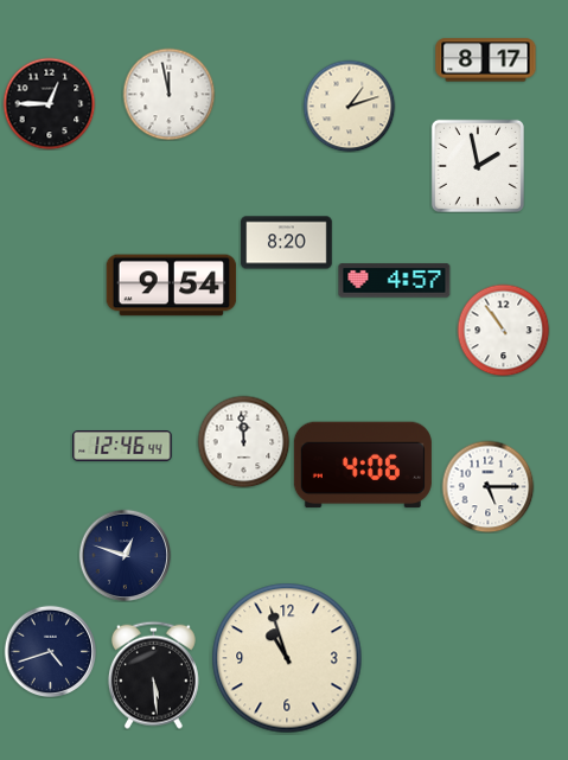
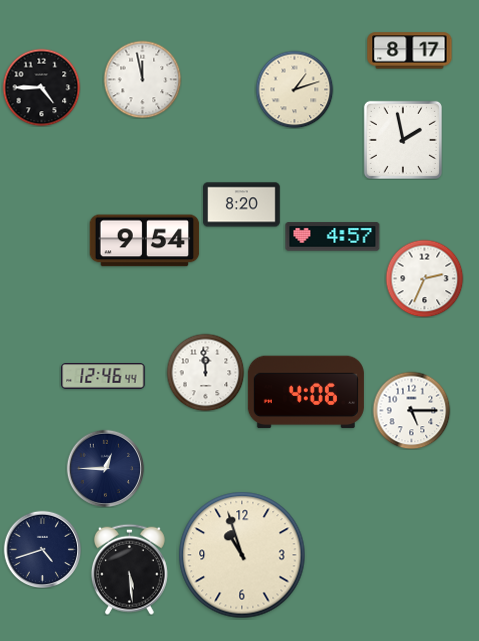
clock at (49, 103): 12:45 -> 4:45
clock at (503, 330): 10:54 -> 2:34
clock at (125, 555): 12:48 -> 12:45
